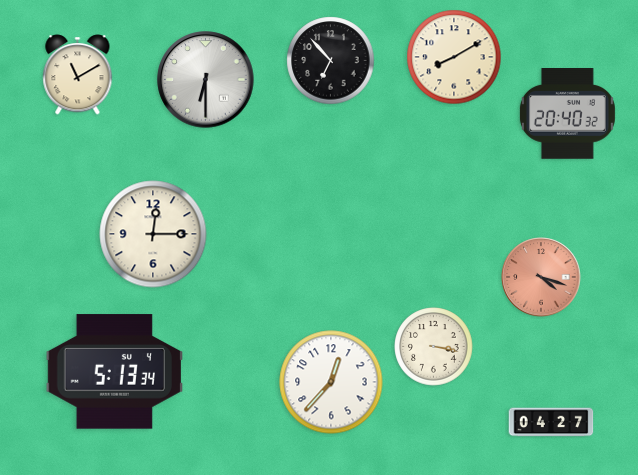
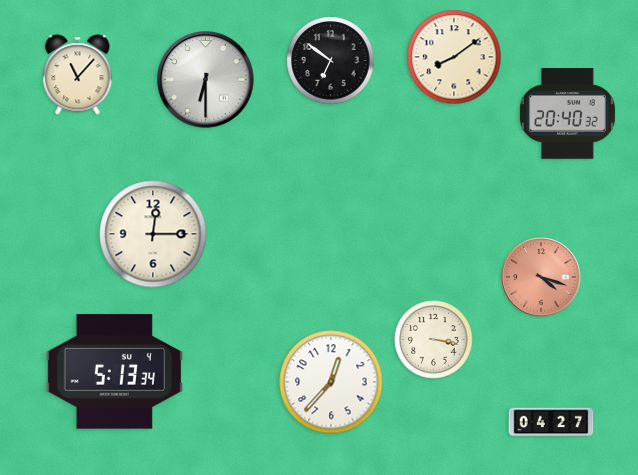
clock at (454, 57): 8:10 -> 8:09
clock at (331, 61): 6:53 -> 6:51
clock at (78, 75): 11:10 -> 11:07
clock at (434, 347) position: (434, 347) -> (434, 340)
